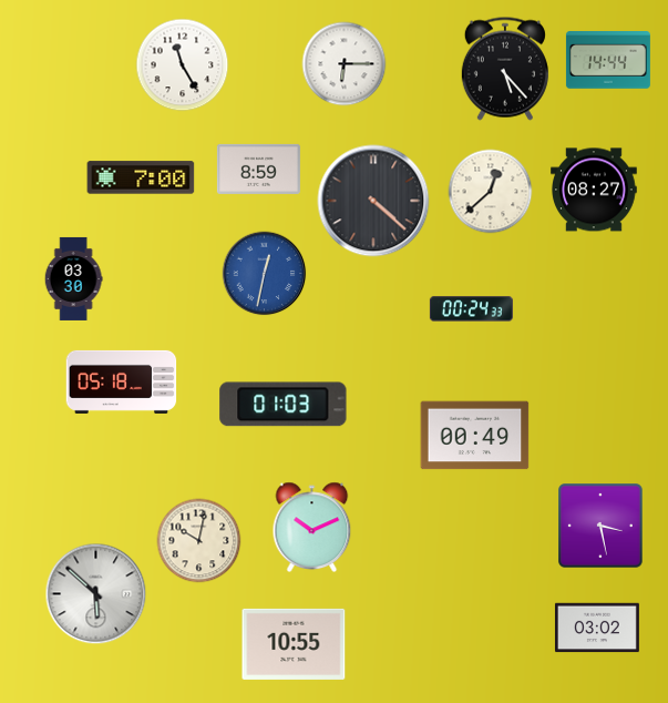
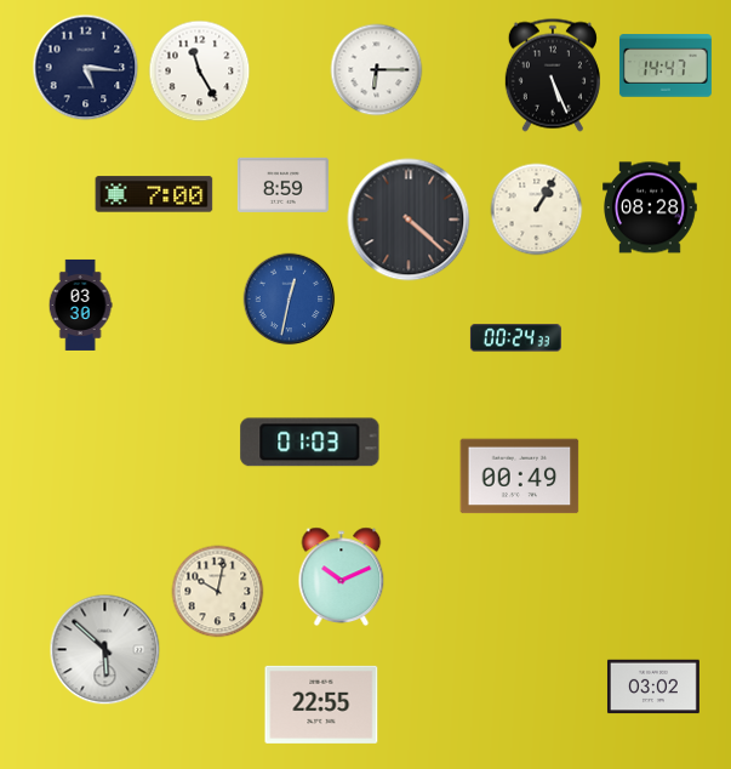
clock at (608, 60): 14:44 -> 14:47
clock at (86, 68): none -> 5:16
clock at (505, 69): 5:23 -> 5:26
clock at (594, 190): 08:27 -> 08:28
clock at (491, 192): 12:38 -> 1:05
clock at (122, 381): 05:18 -> none
clock at (602, 527): 3:28 -> none
clock at (294, 644): 10:55 -> 22:55
